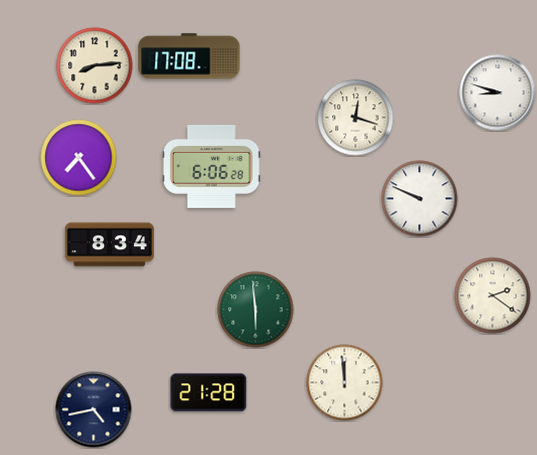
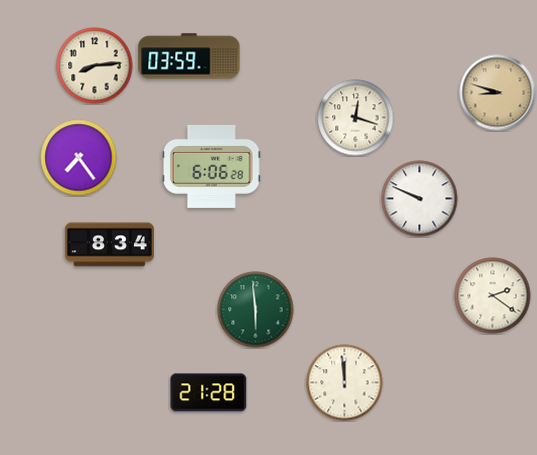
clock at (189, 56): 17:08 -> 03:59
clock at (498, 93) dial: white -> champagne
clock at (94, 410): 4:43 -> none
